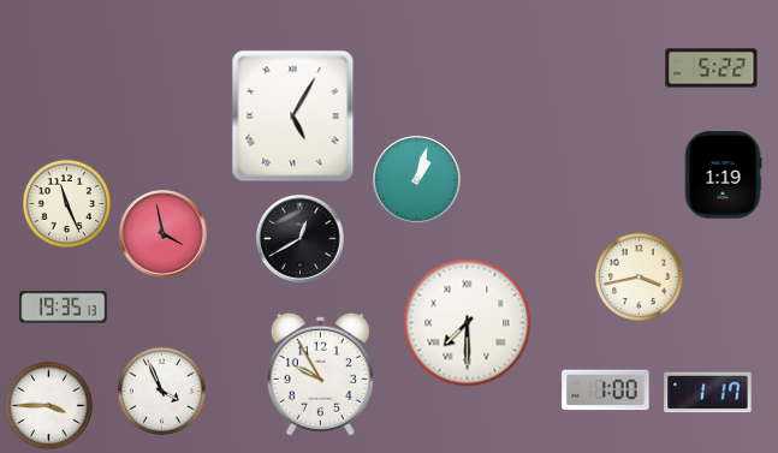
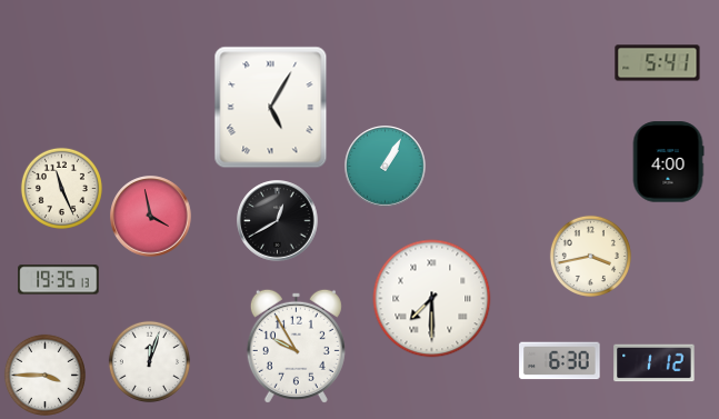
clock at (712, 68): 5:22 -> 5:41
clock at (723, 175): 1:19 -> 4:00
clock at (417, 180): 1:03 -> 1:05
clock at (64, 308) position: (64, 308) -> (59, 280)
clock at (161, 391): 3:56 -> 12:03
clock at (606, 391): 1:00 -> 6:30
clock at (708, 393): 1:17 -> 1:12
